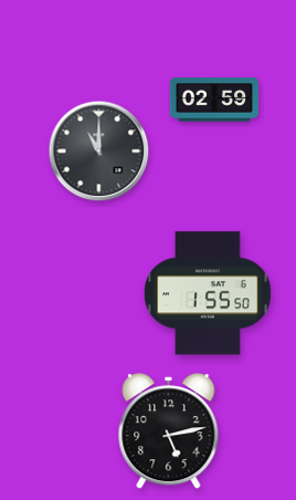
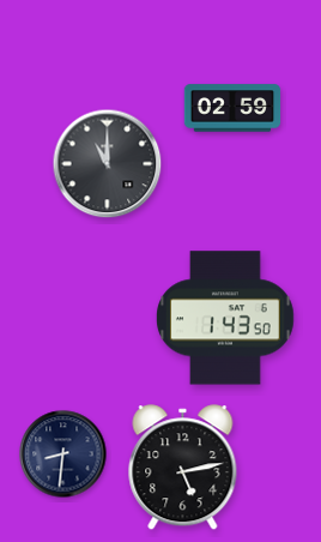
clock at (209, 293): 1:55 -> 1:43
clock at (63, 454): none -> 8:31
